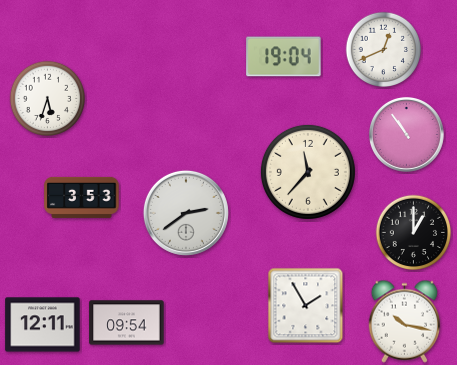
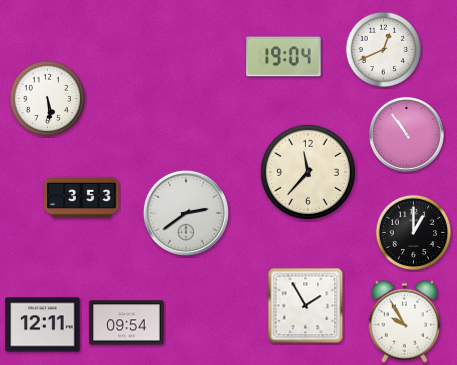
clock at (48, 99): 5:33 -> 5:29
clock at (405, 321): 10:17 -> 9:55
